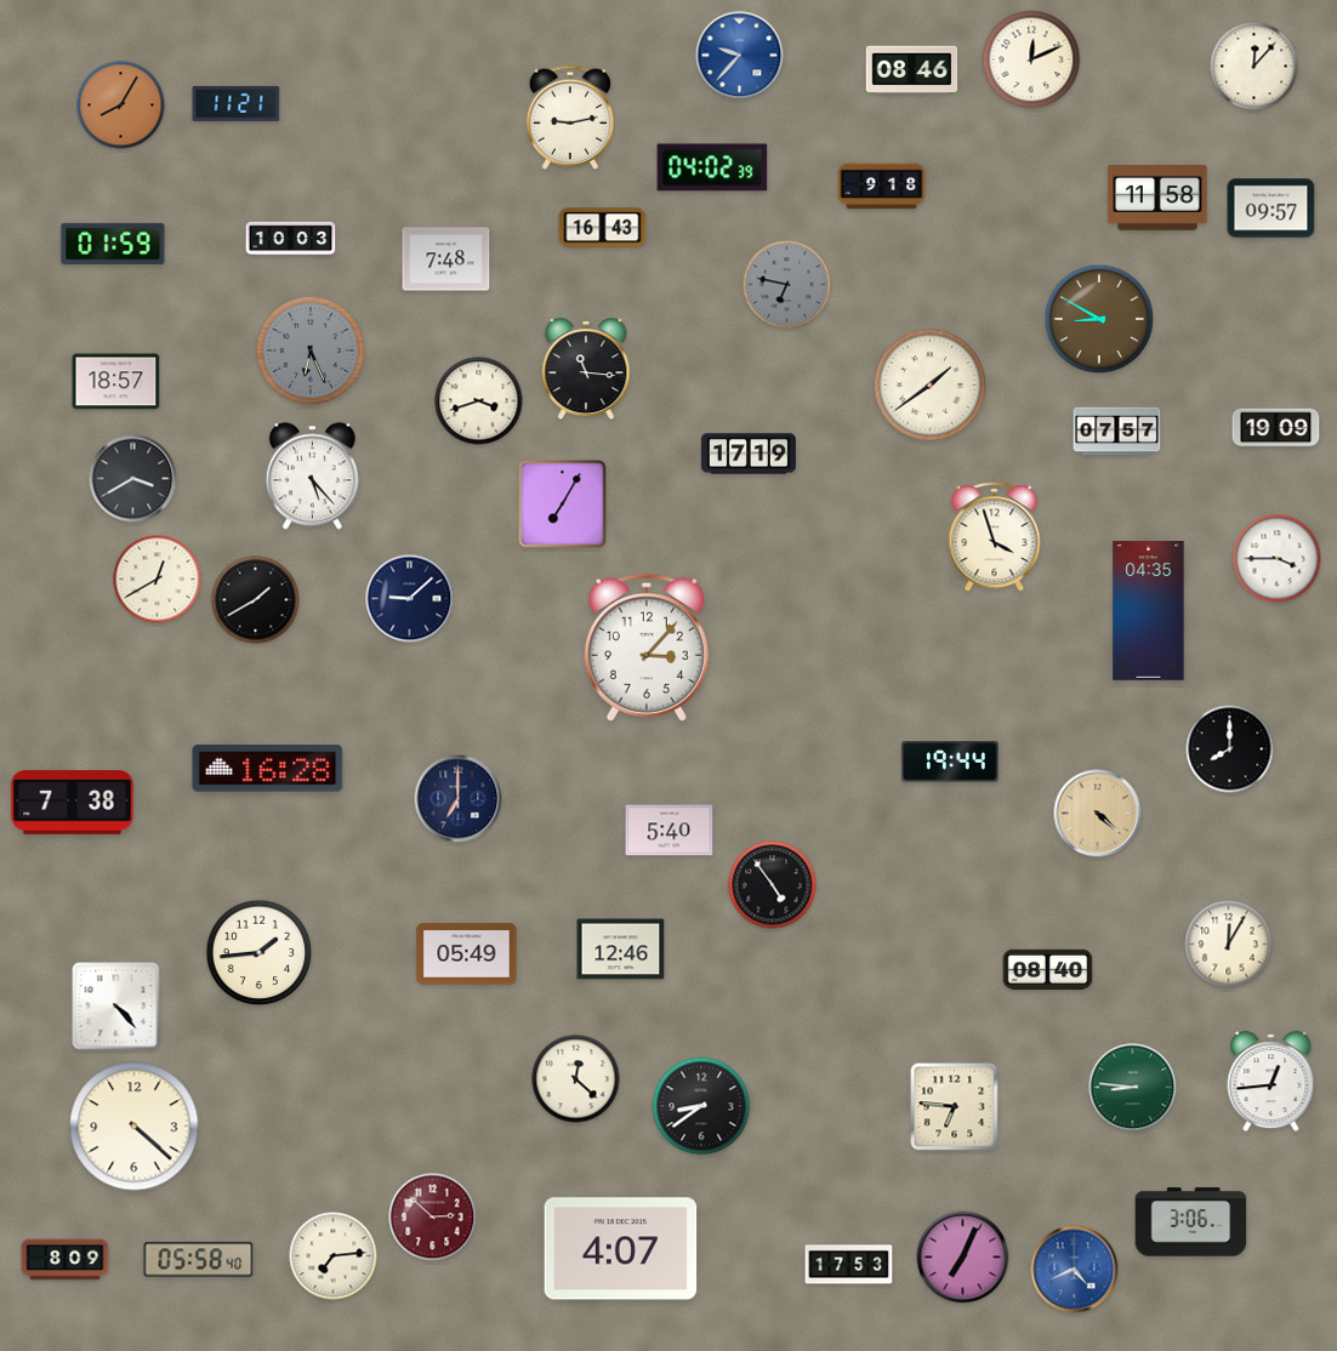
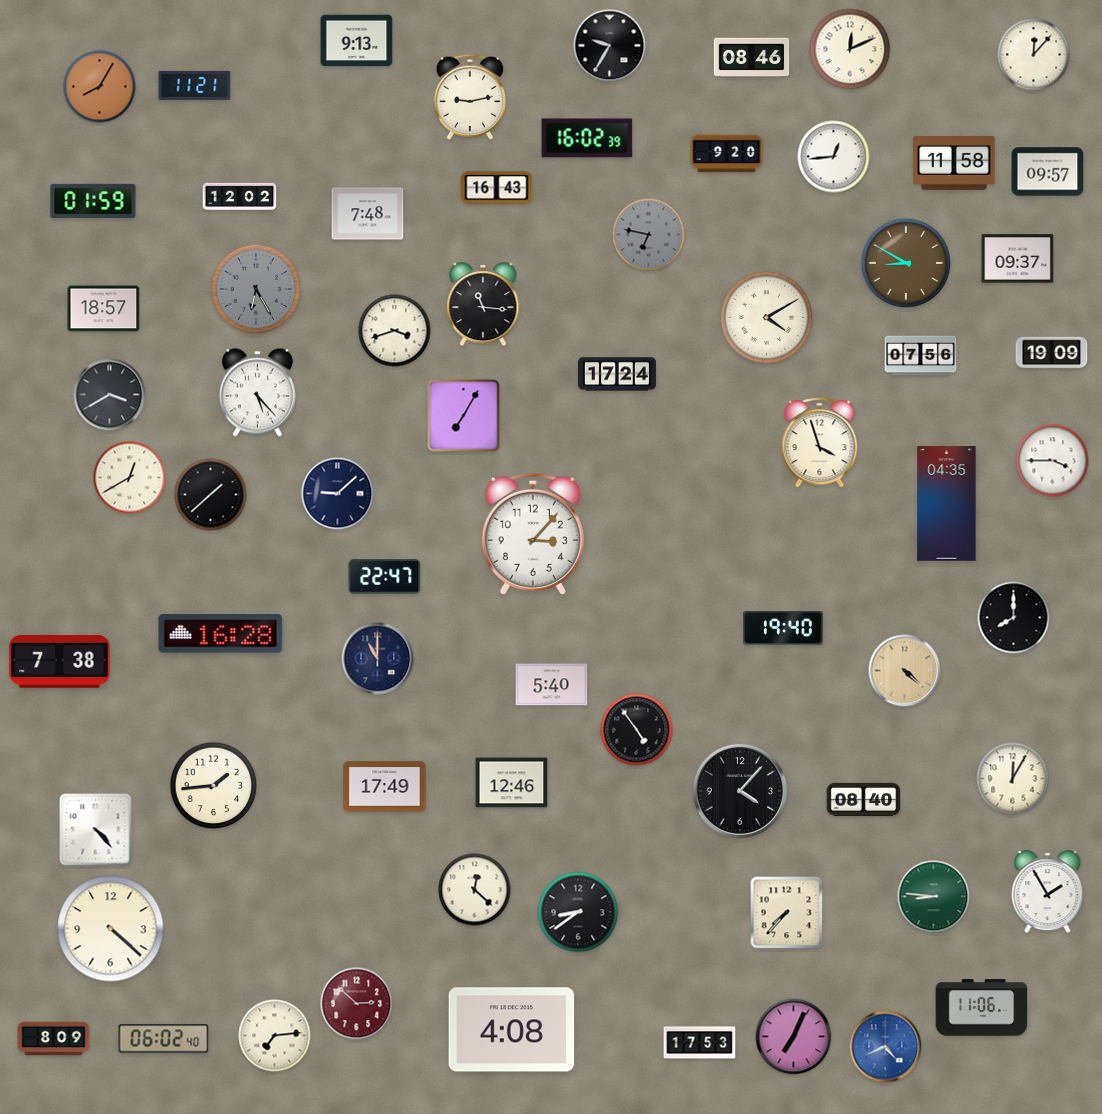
clock at (357, 41): none -> 9:13
clock at (740, 56): 9:37 -> 9:35
clock at (740, 56) dial: blue -> black
clock at (712, 167): 04:02 -> 16:02
clock at (882, 187): 9:18 -> 9:20
clock at (834, 157): none -> 12:44
clock at (291, 239): 10:03 -> 12:02
clock at (1018, 259): none -> 09:37
clock at (311, 350): 6:26 -> 6:25
clock at (116, 382) position: (116, 382) -> (104, 309)
clock at (929, 384): 1:39 -> 4:10
clock at (1117, 432): 07:57 -> 07:56
clock at (749, 454): 17:19 -> 17:24
clock at (256, 600): 1:40 -> 1:38
clock at (385, 577): none -> 22:47
clock at (950, 762): 19:44 -> 19:40
clock at (459, 799): 7:00 -> 11:00
clock at (467, 954): 05:49 -> 17:49
clock at (740, 791): none -> 4:07
clock at (1271, 1082): 12:44 -> 1:55
clock at (955, 1107): 6:46 -> 7:37
clock at (1191, 1222): 3:06 -> 11:06
clock at (621, 1249): 4:07 -> 4:08
clock at (199, 1260): 05:58 -> 06:02
